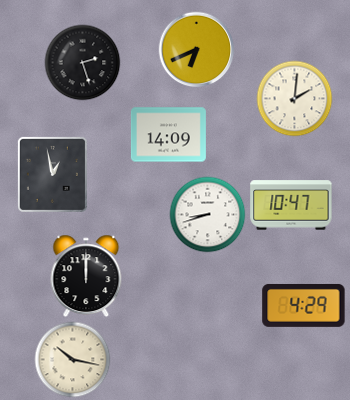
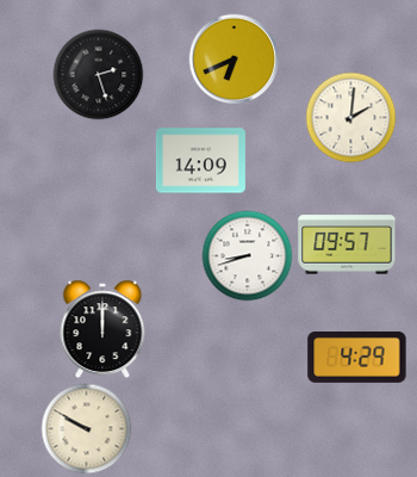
clock at (52, 174): 12:58 -> none
clock at (291, 205): 10:47 -> 09:57
clock at (304, 305) position: (304, 305) -> (357, 357)
clock at (73, 360): 10:17 -> 9:50
